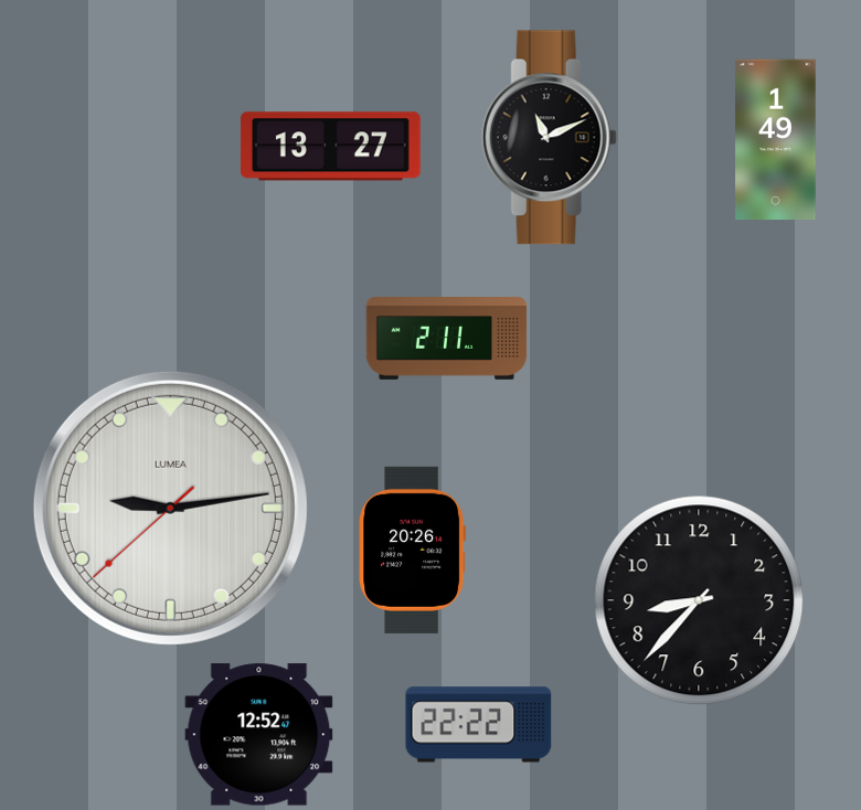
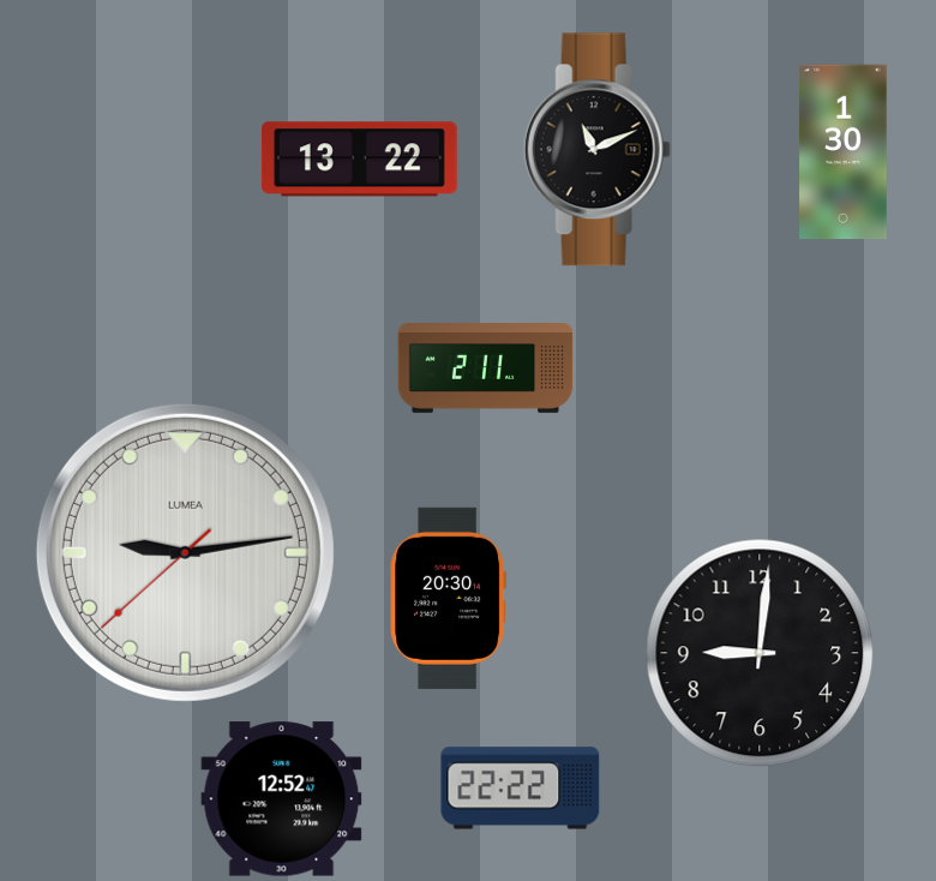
clock at (776, 140): 1:49 -> 1:30
clock at (330, 147): 13:27 -> 13:22
clock at (413, 550): 20:26 -> 20:30
clock at (699, 600): 8:37 -> 9:01
